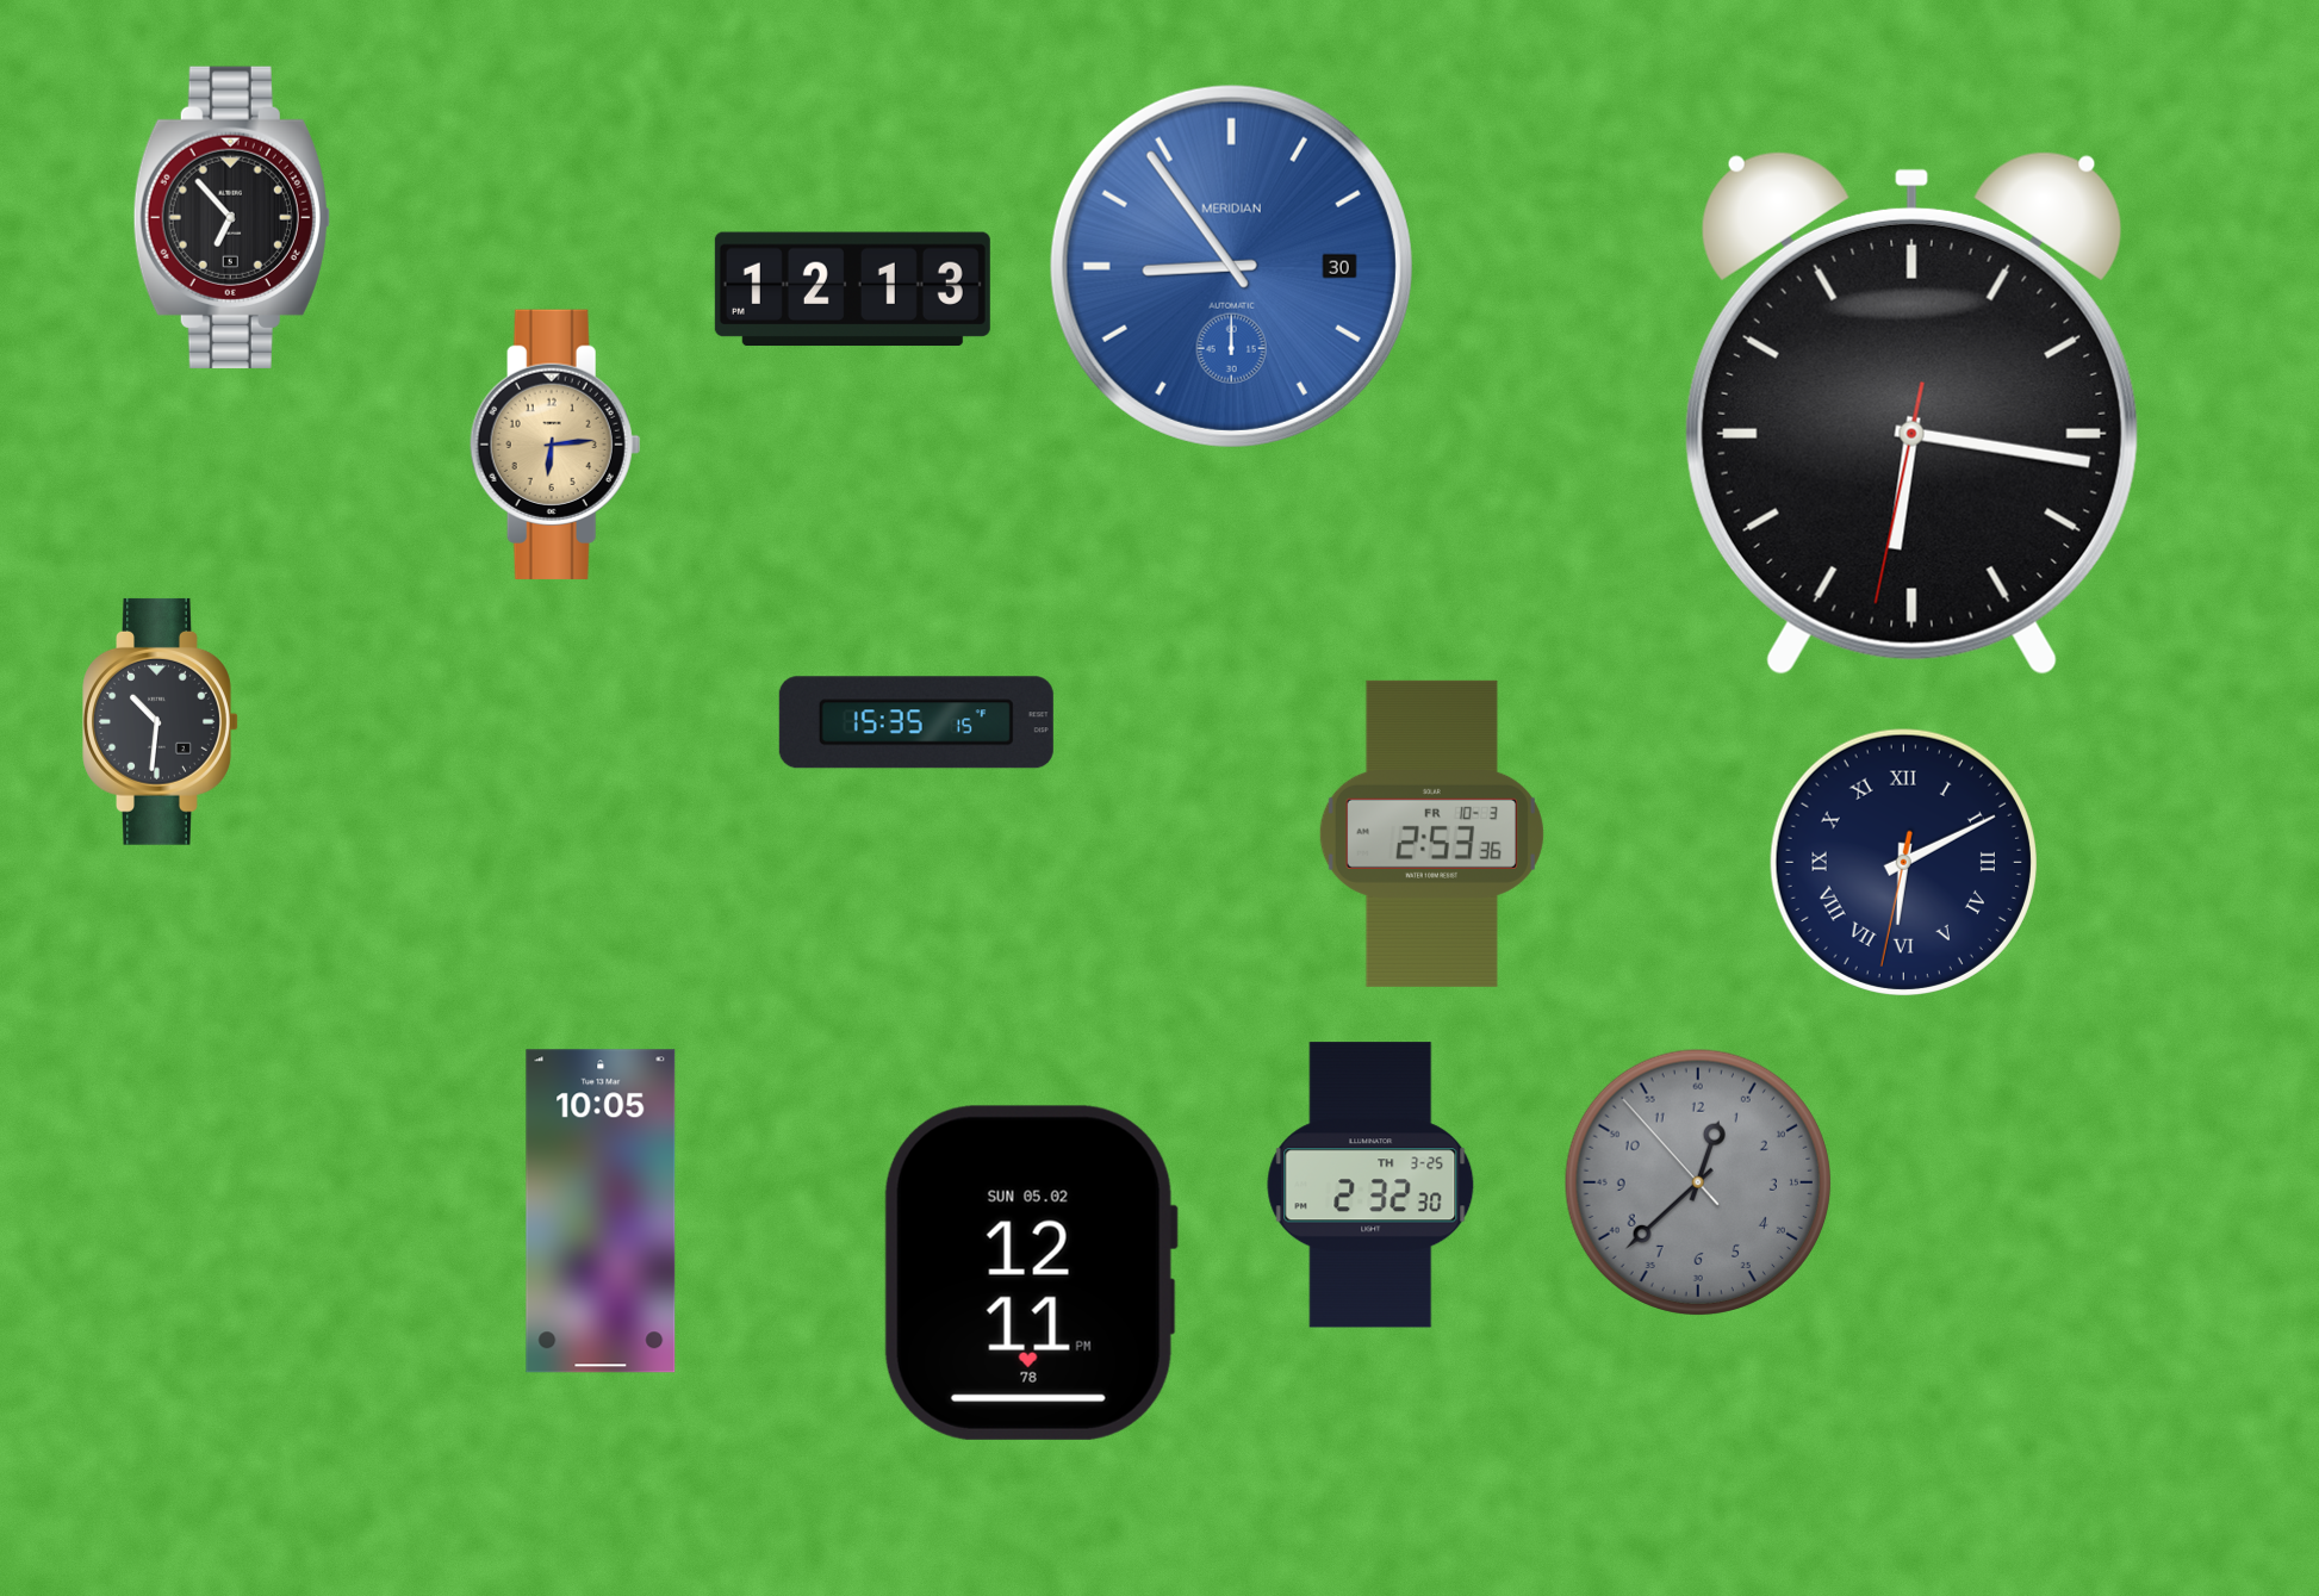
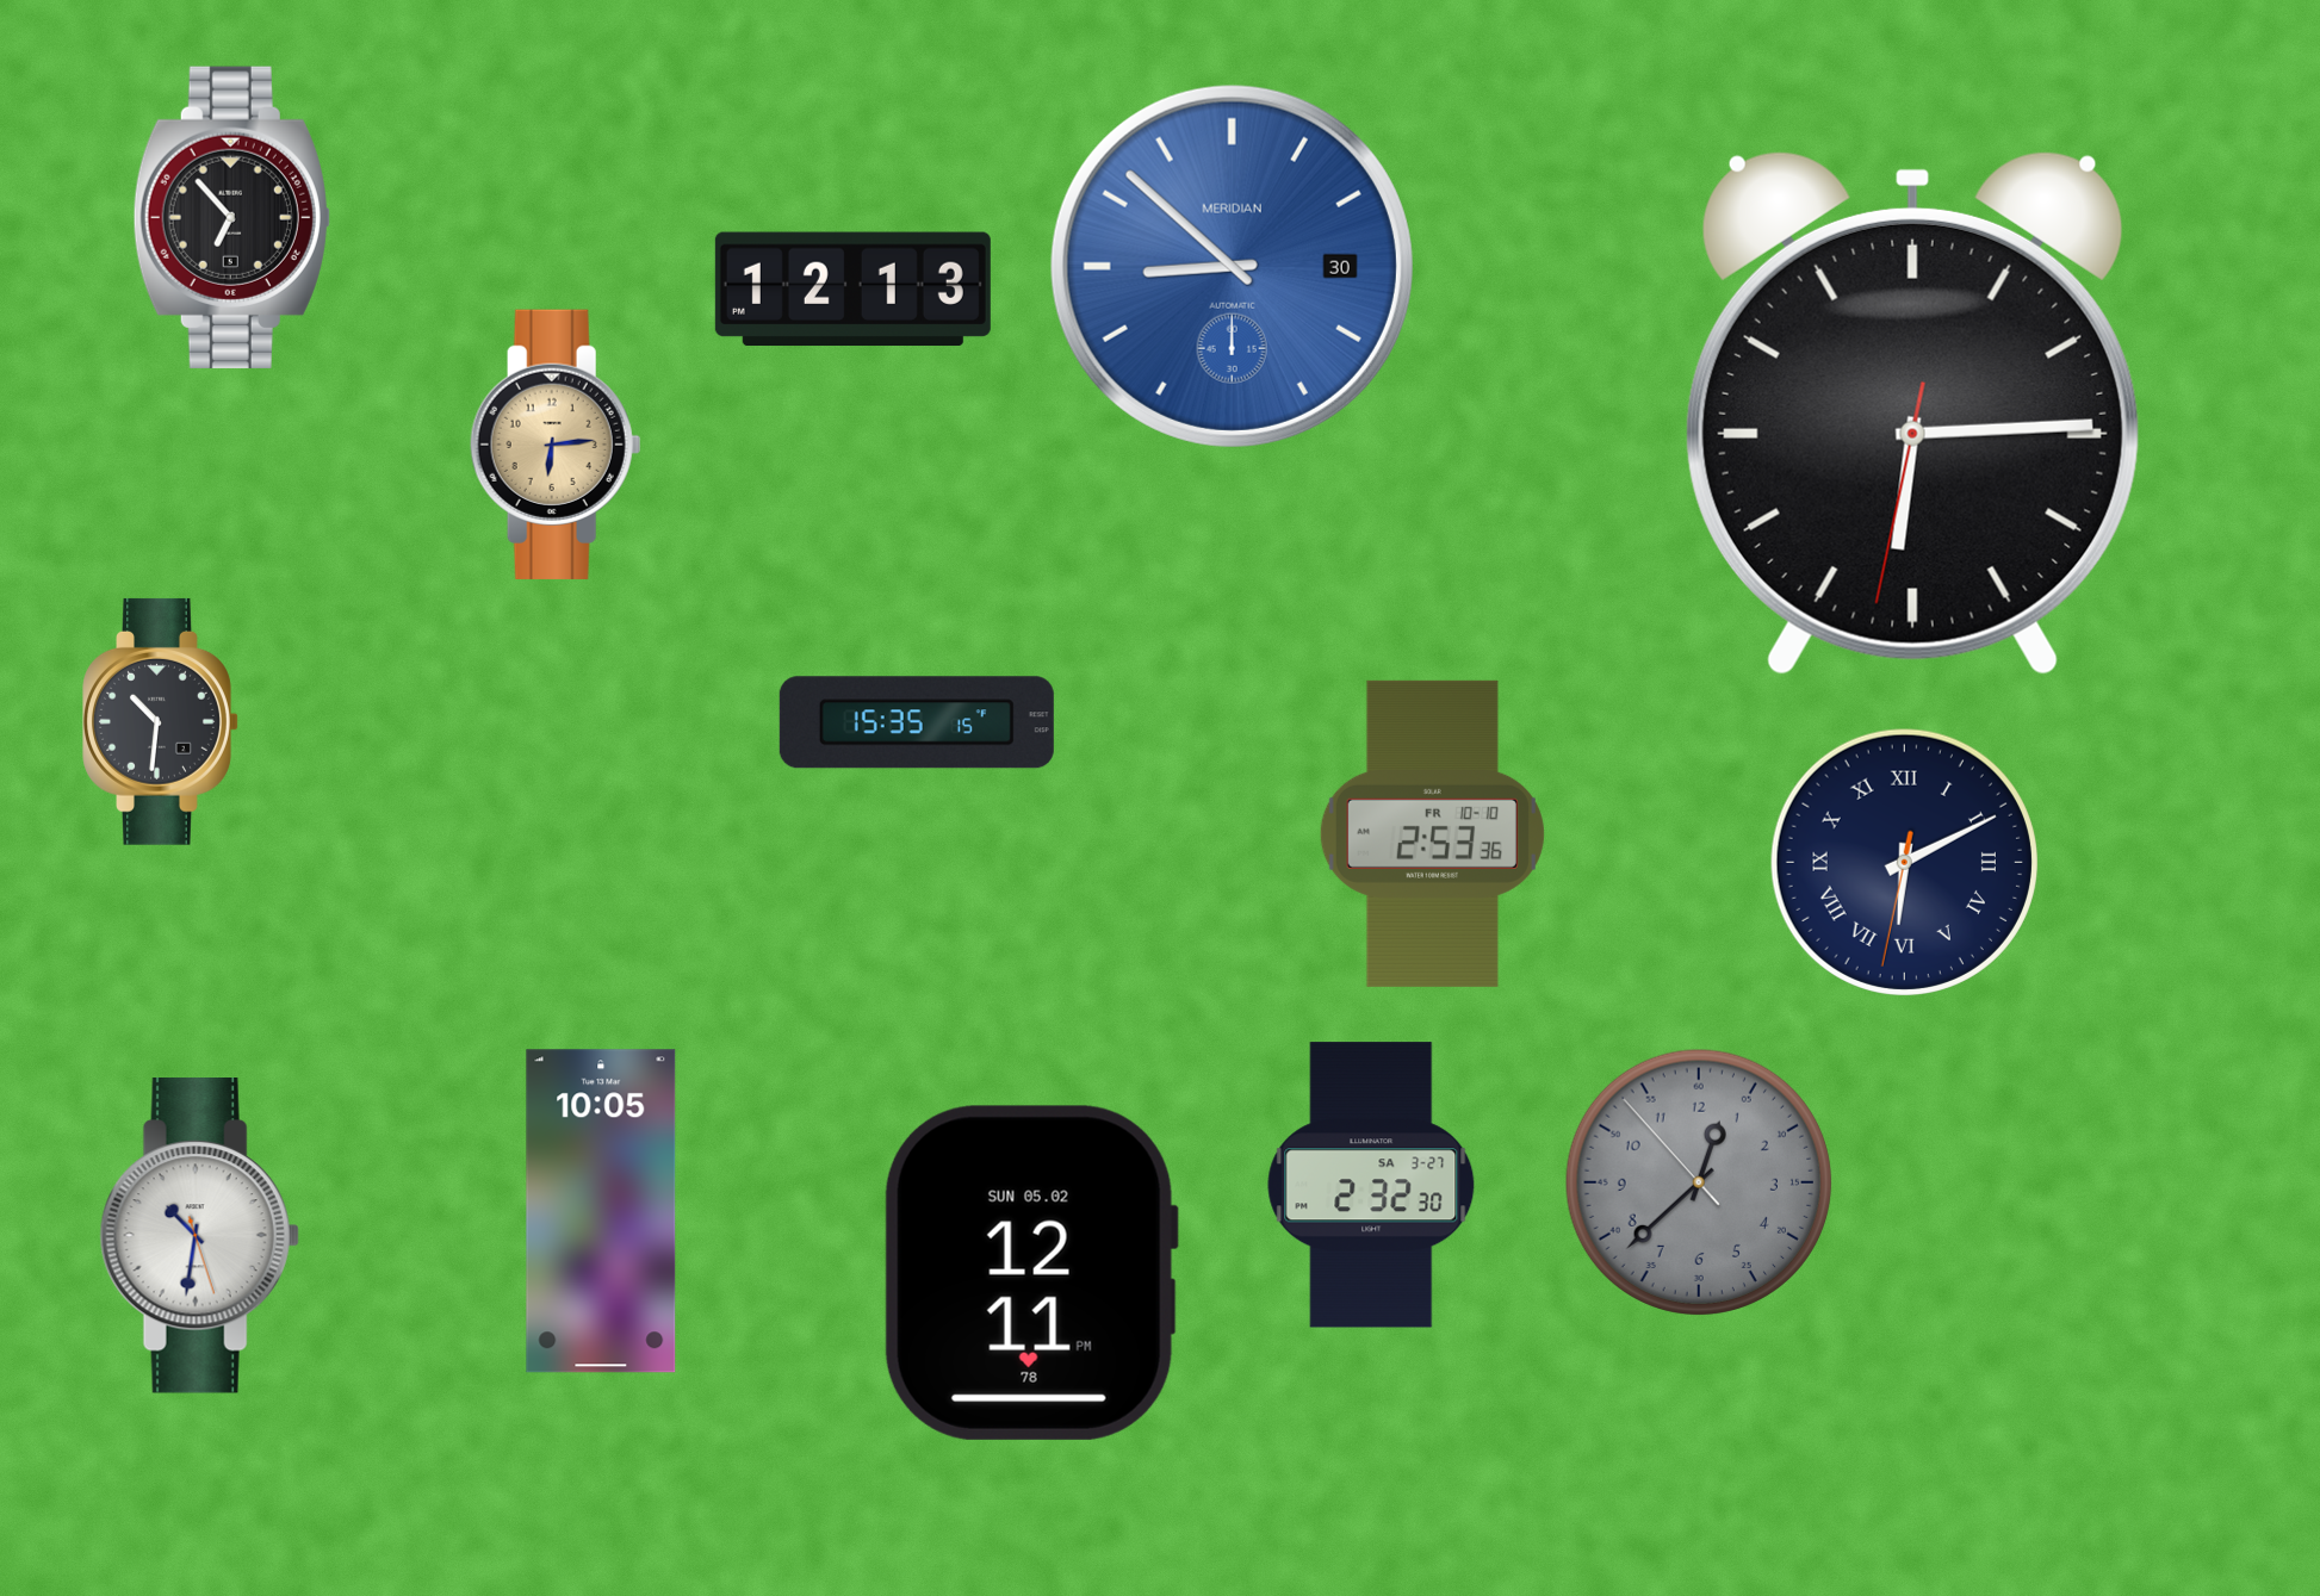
clock at (1231, 266): 8:54 -> 8:52
clock at (1911, 412): 6:16 -> 6:14
clock at (1431, 833) date: FR 10-3 -> FR 10-10
clock at (1370, 1185) date: TH 3-25 -> SA 3-27
clock at (199, 1236): none -> 10:31
